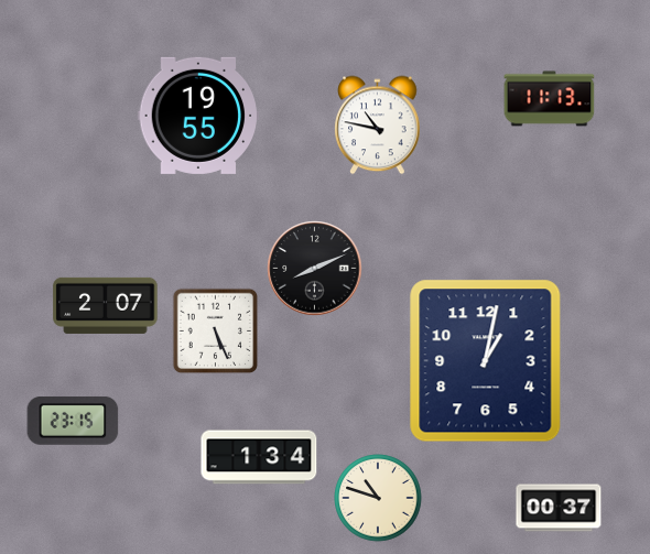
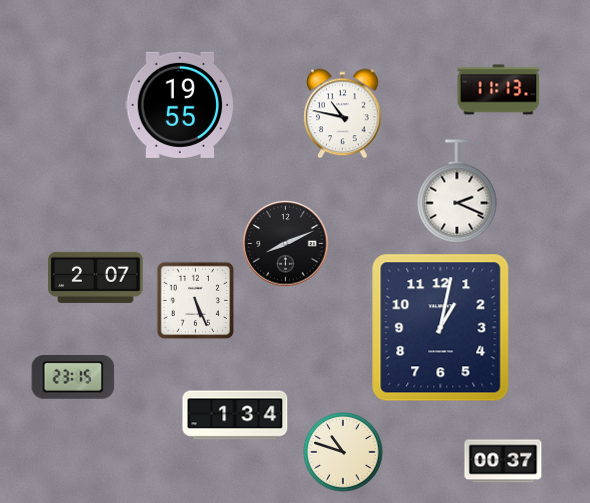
clock at (457, 191): none -> 2:19
clock at (73, 421) position: (73, 421) -> (73, 377)
clock at (559, 508) position: (559, 508) -> (503, 461)
